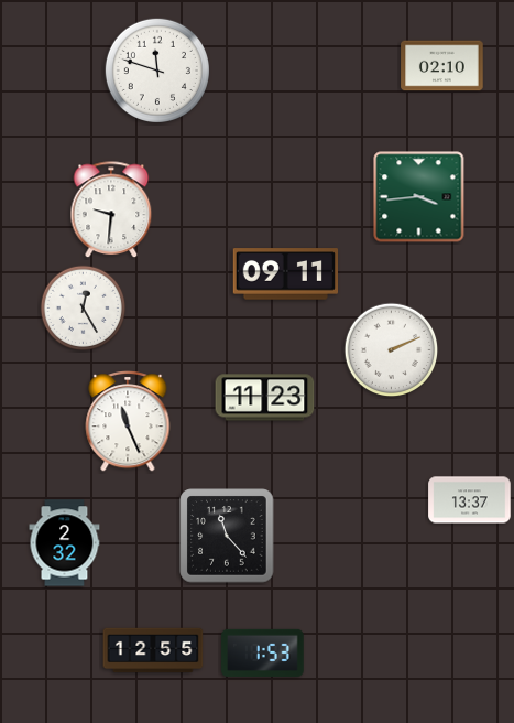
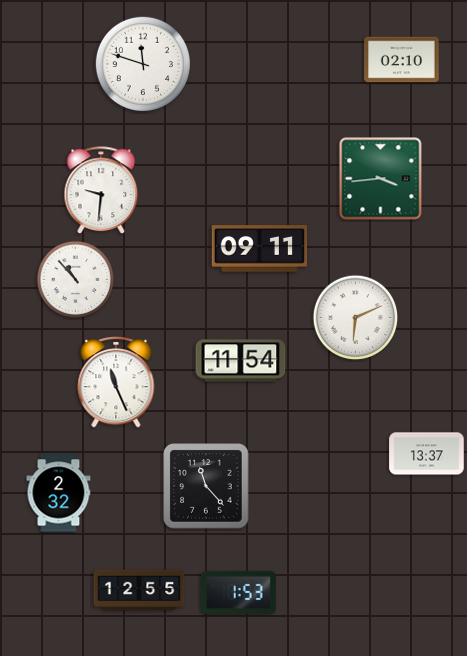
clock at (84, 309): 12:25 -> 10:53
clock at (392, 350): 2:11 -> 6:11
clock at (265, 398): 11:23 -> 11:54
